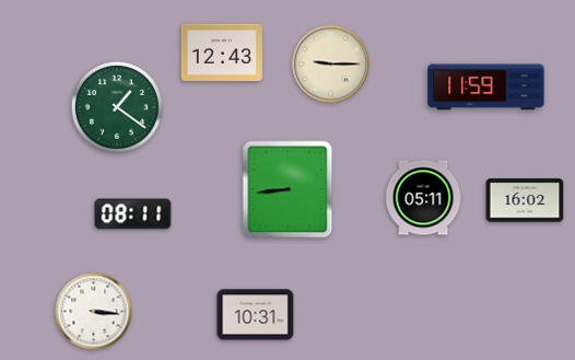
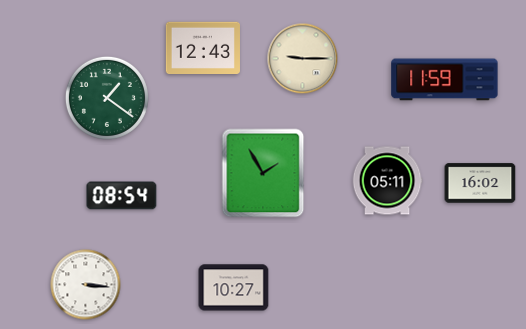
clock at (287, 189): 8:44 -> 1:55
clock at (133, 214): 08:11 -> 08:54
clock at (256, 315): 10:31 -> 10:27
